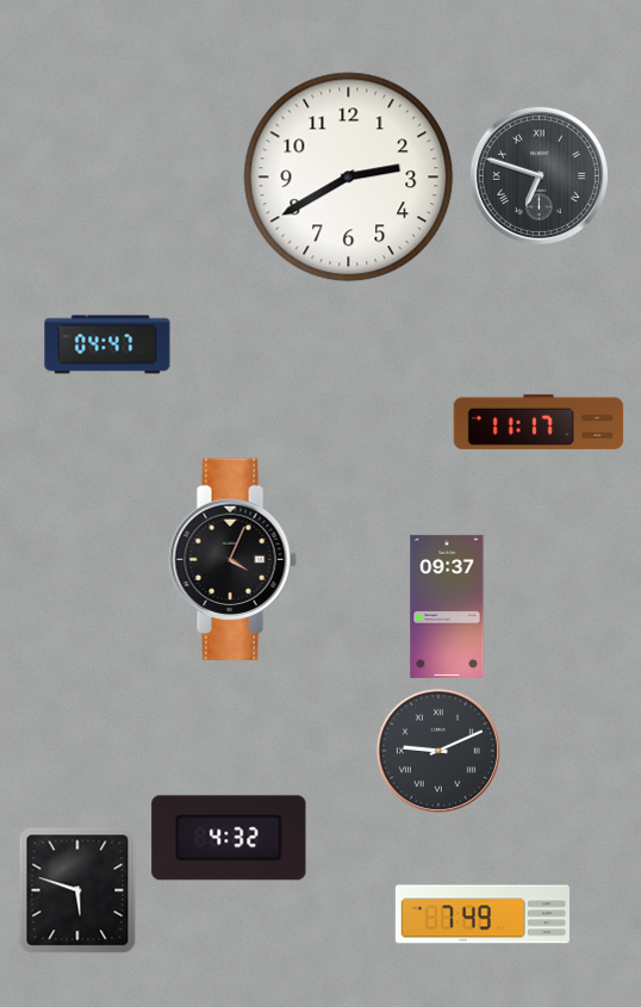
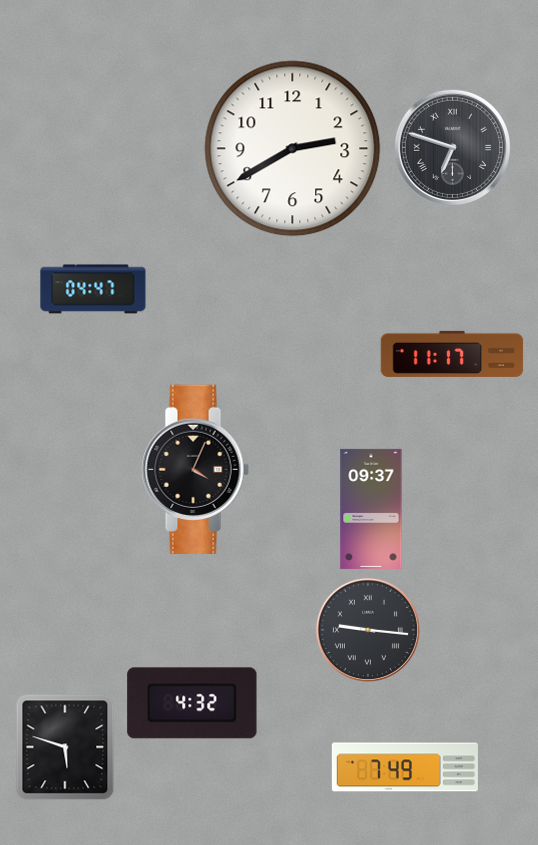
clock at (107, 344) position: (107, 344) -> (93, 289)
clock at (447, 607) position: (447, 607) -> (371, 509)
clock at (438, 751): 9:11 -> 9:16
